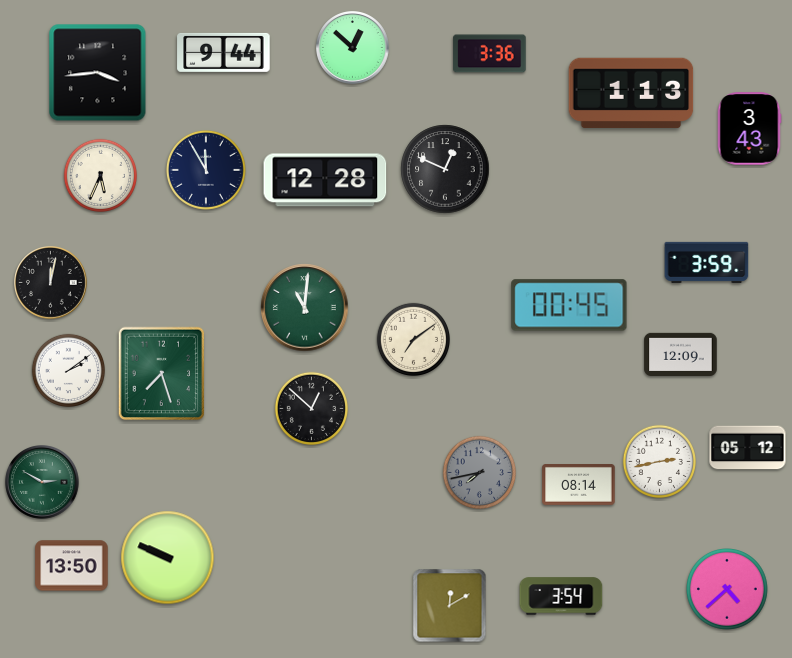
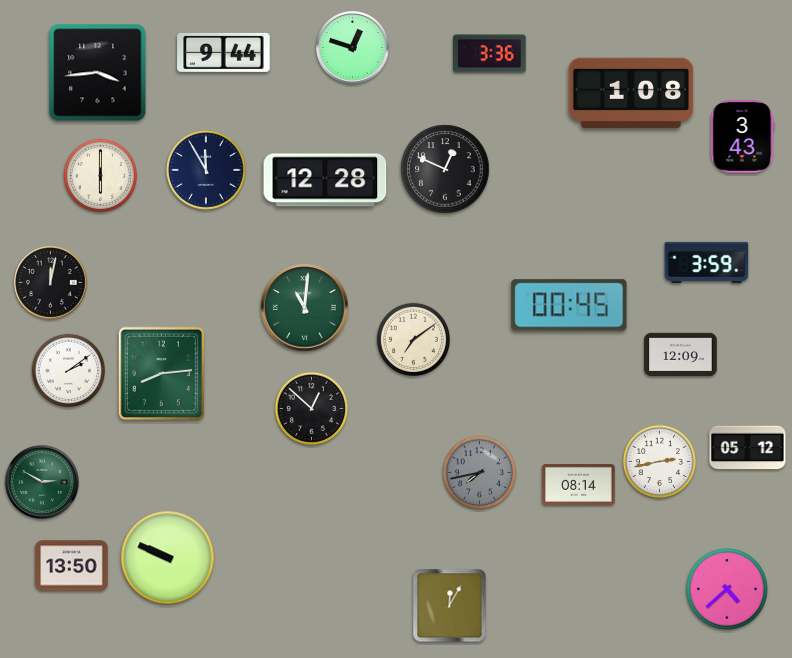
clock at (353, 48): 12:52 -> 12:48
clock at (631, 93): 1:13 -> 1:08
clock at (749, 129) position: (749, 129) -> (742, 137)
clock at (100, 175): 5:34 -> 6:00
clock at (162, 374): 7:27 -> 8:14
clock at (561, 596): 3:54 -> none
clock at (450, 606): 12:10 -> 12:05
